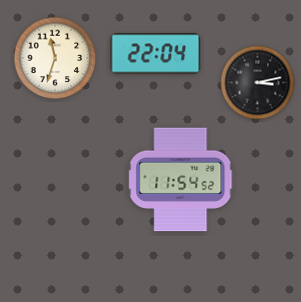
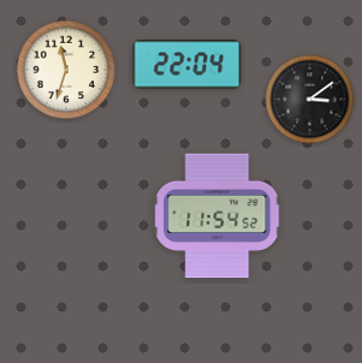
clock at (258, 83): 3:13 -> 3:09
